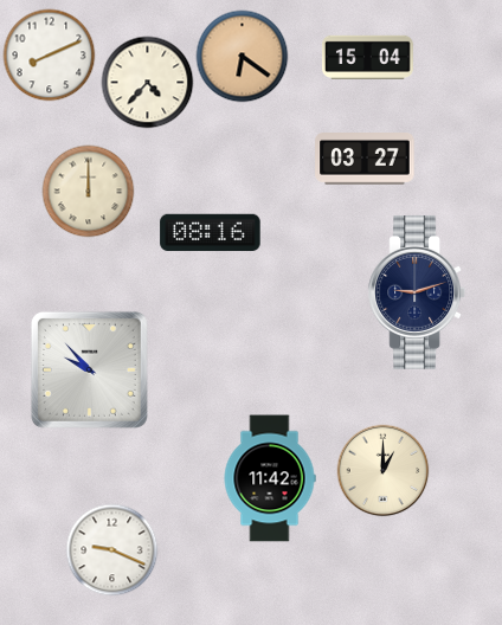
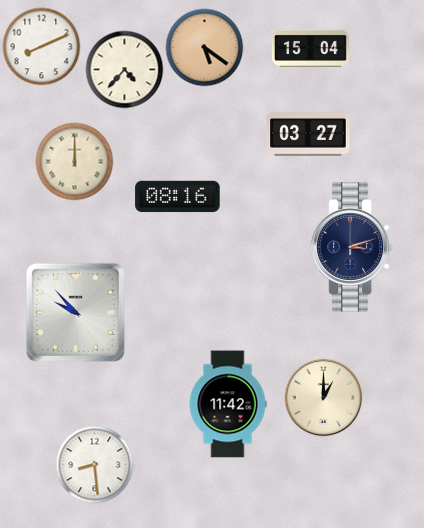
clock at (242, 56): 6:21 -> 5:21
clock at (417, 292): 9:12 -> 3:12
clock at (111, 549): 9:19 -> 8:29
